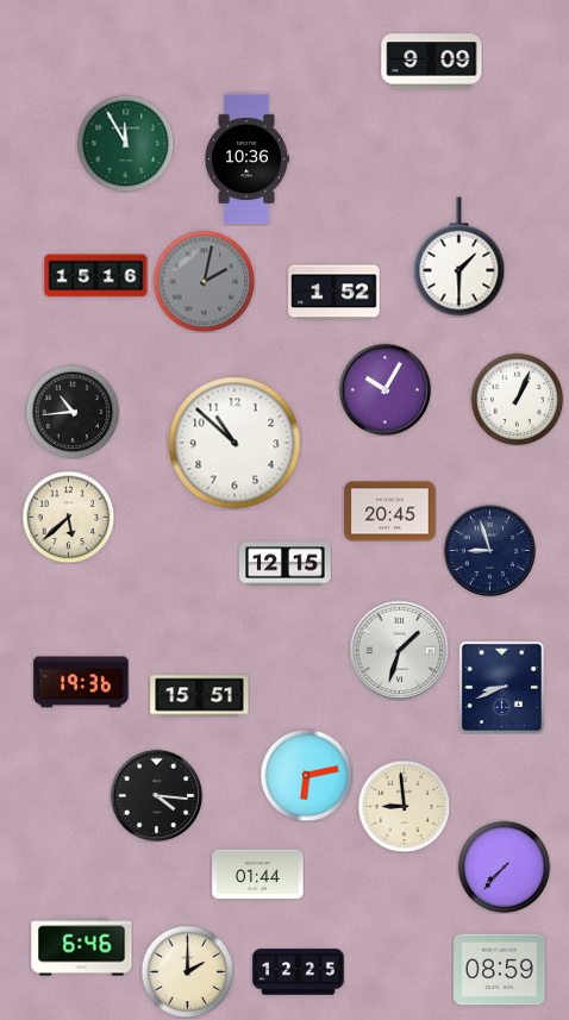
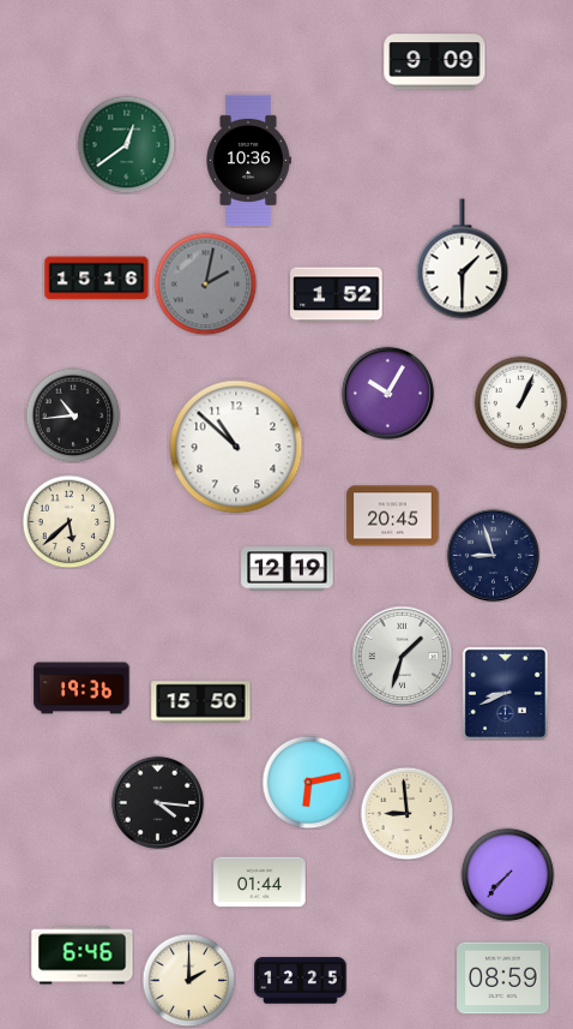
clock at (125, 143): 11:55 -> 12:39
clock at (286, 564): 12:15 -> 12:19
clock at (200, 696): 15:51 -> 15:50
